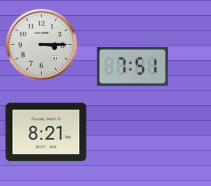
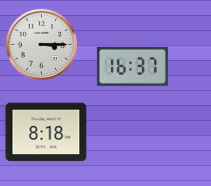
clock at (132, 66): 7:51 -> 16:37
clock at (46, 132): 8:21 -> 8:18
